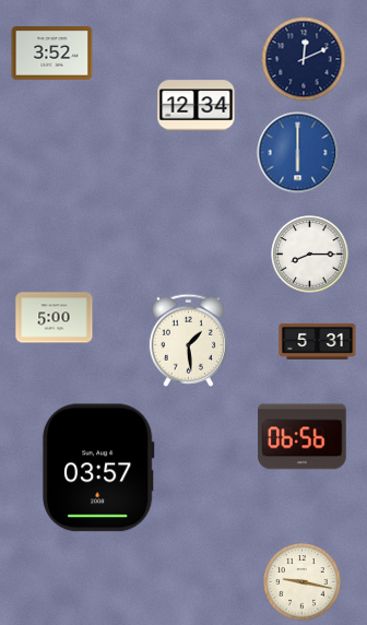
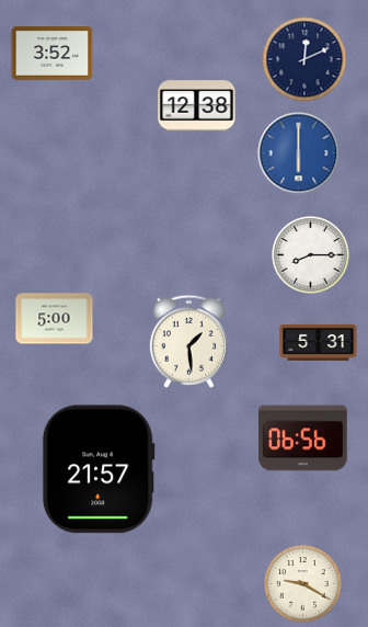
clock at (197, 106): 12:34 -> 12:38
clock at (98, 468): 03:57 -> 21:57
clock at (303, 582): 9:17 -> 9:20
